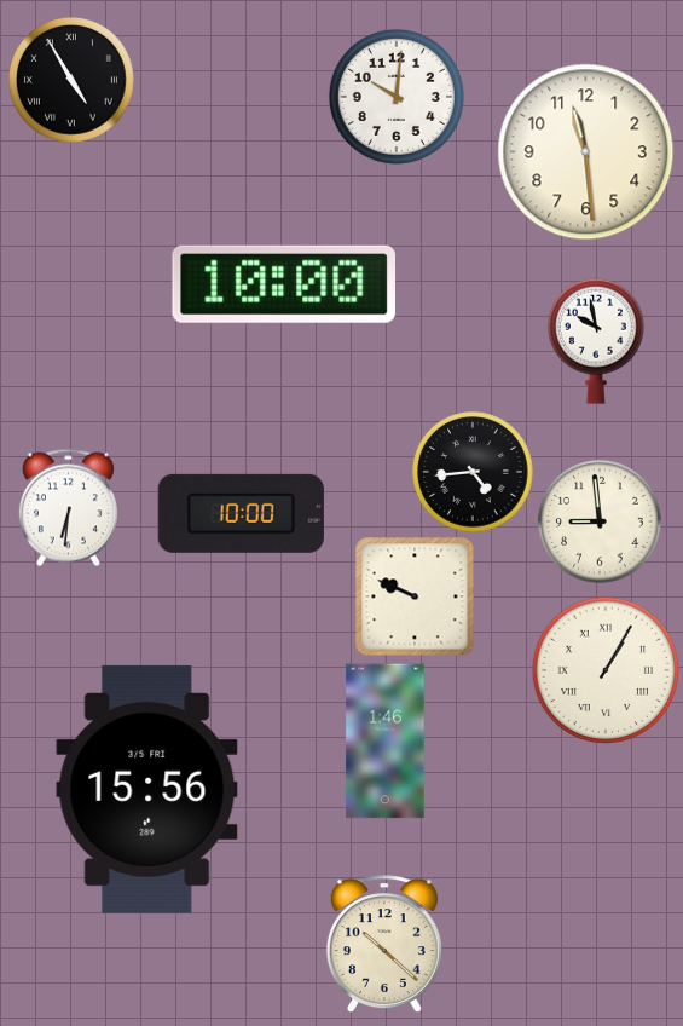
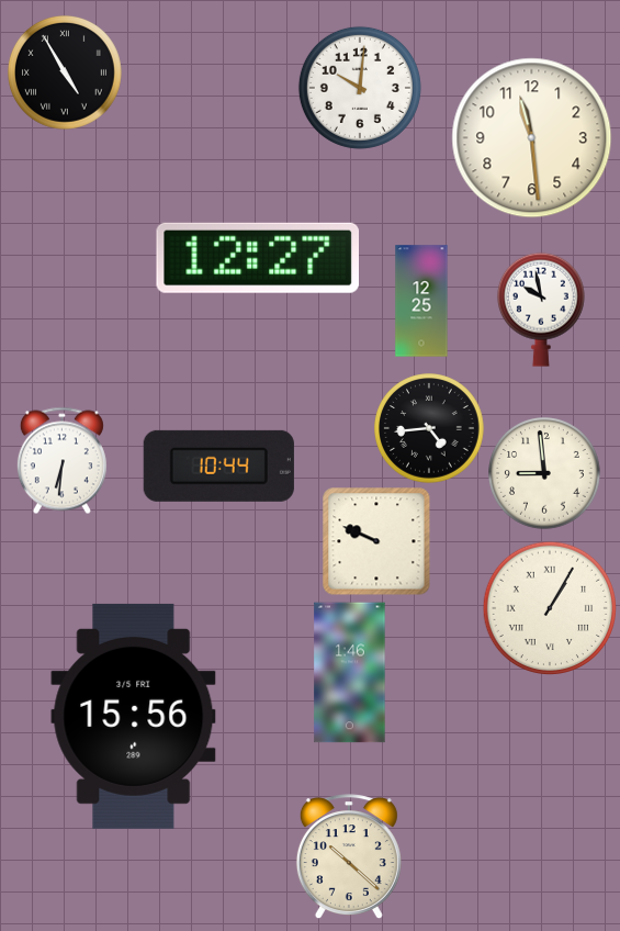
clock at (283, 284): 10:00 -> 12:27
clock at (421, 301): none -> 12:25
clock at (241, 513): 10:00 -> 10:44
